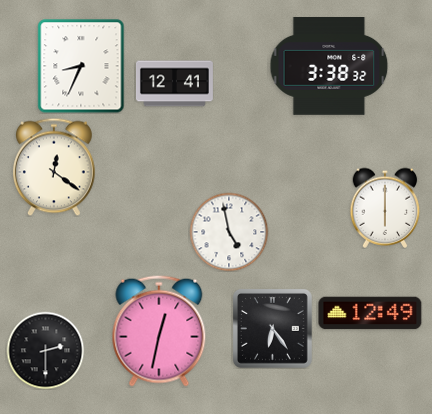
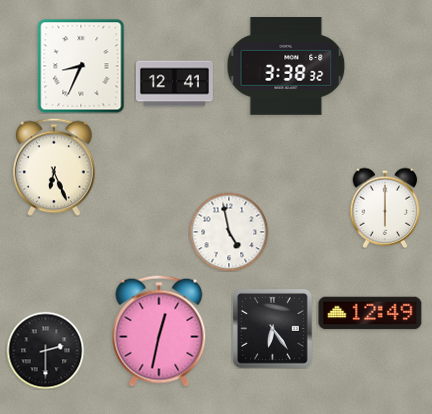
clock at (329, 67) position: (329, 67) -> (286, 67)
clock at (55, 167): 12:21 -> 6:26
